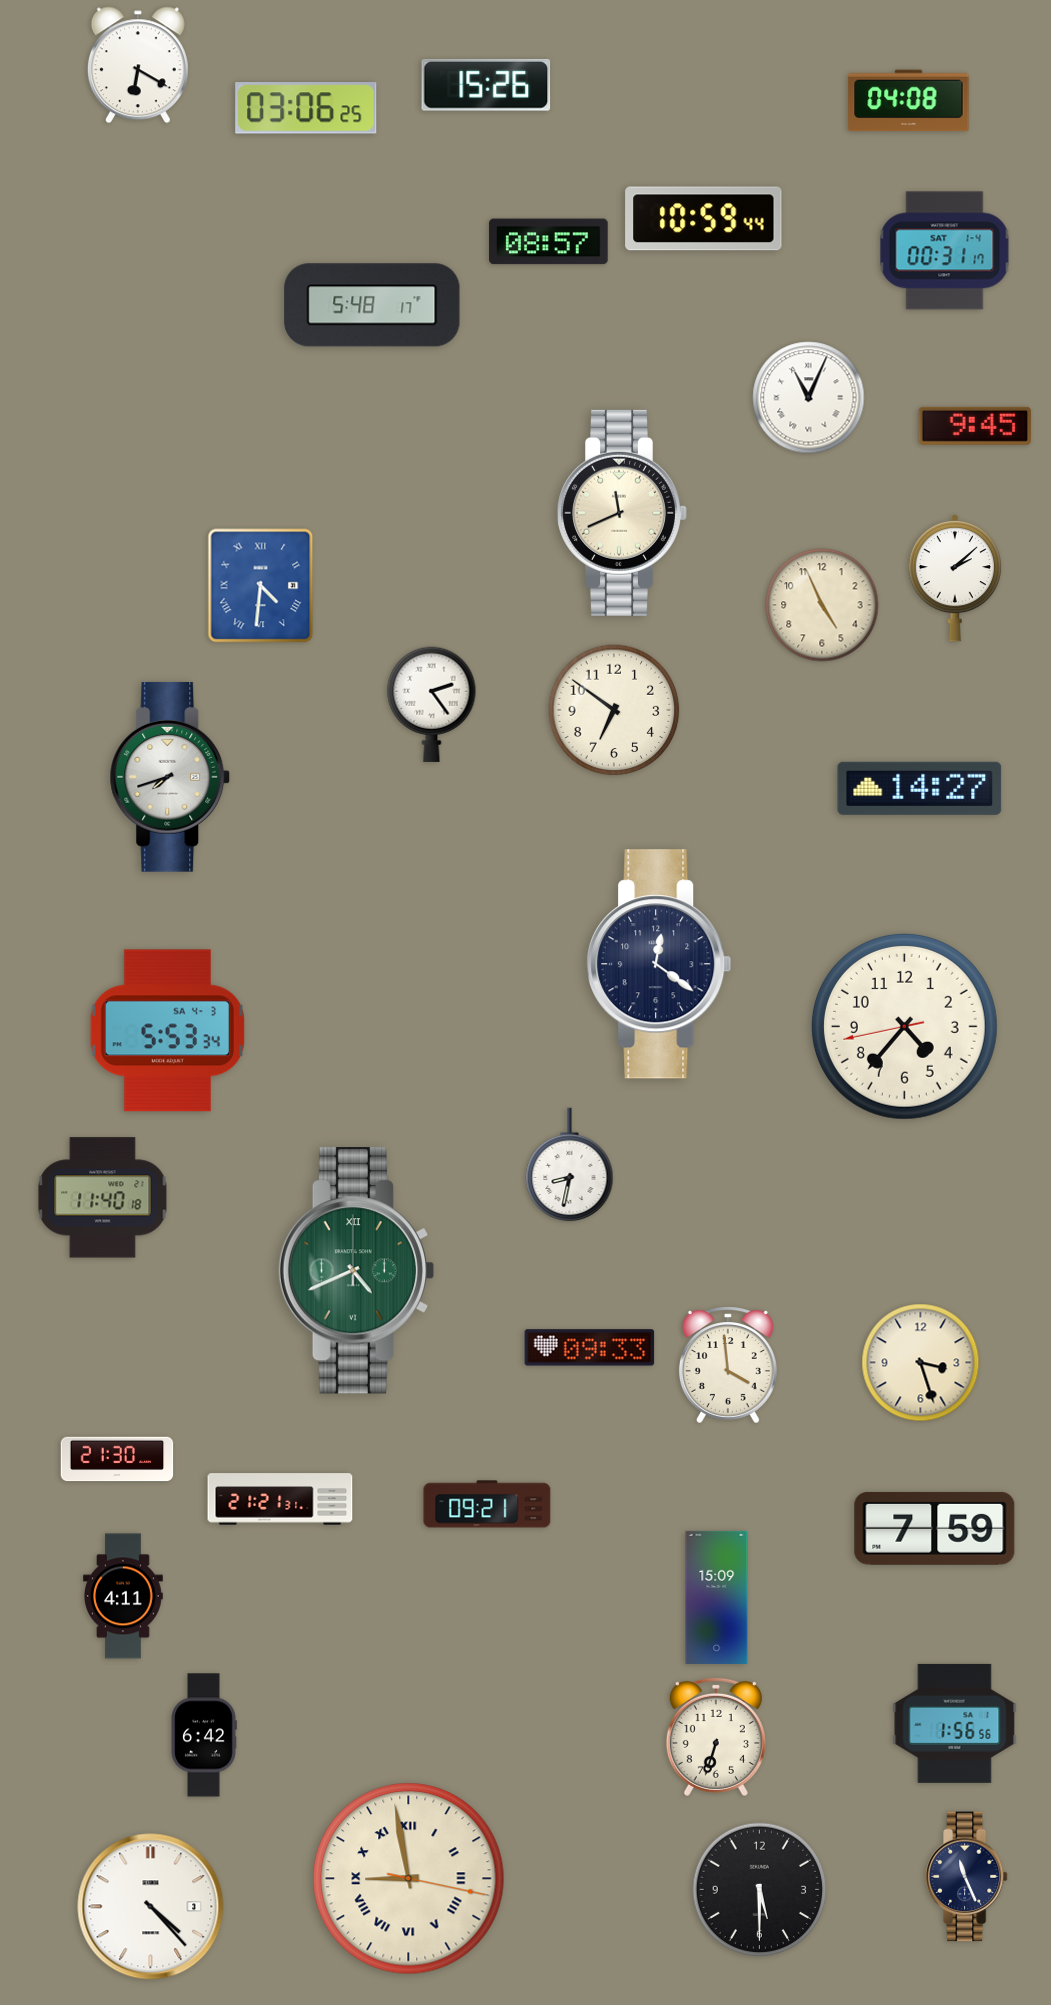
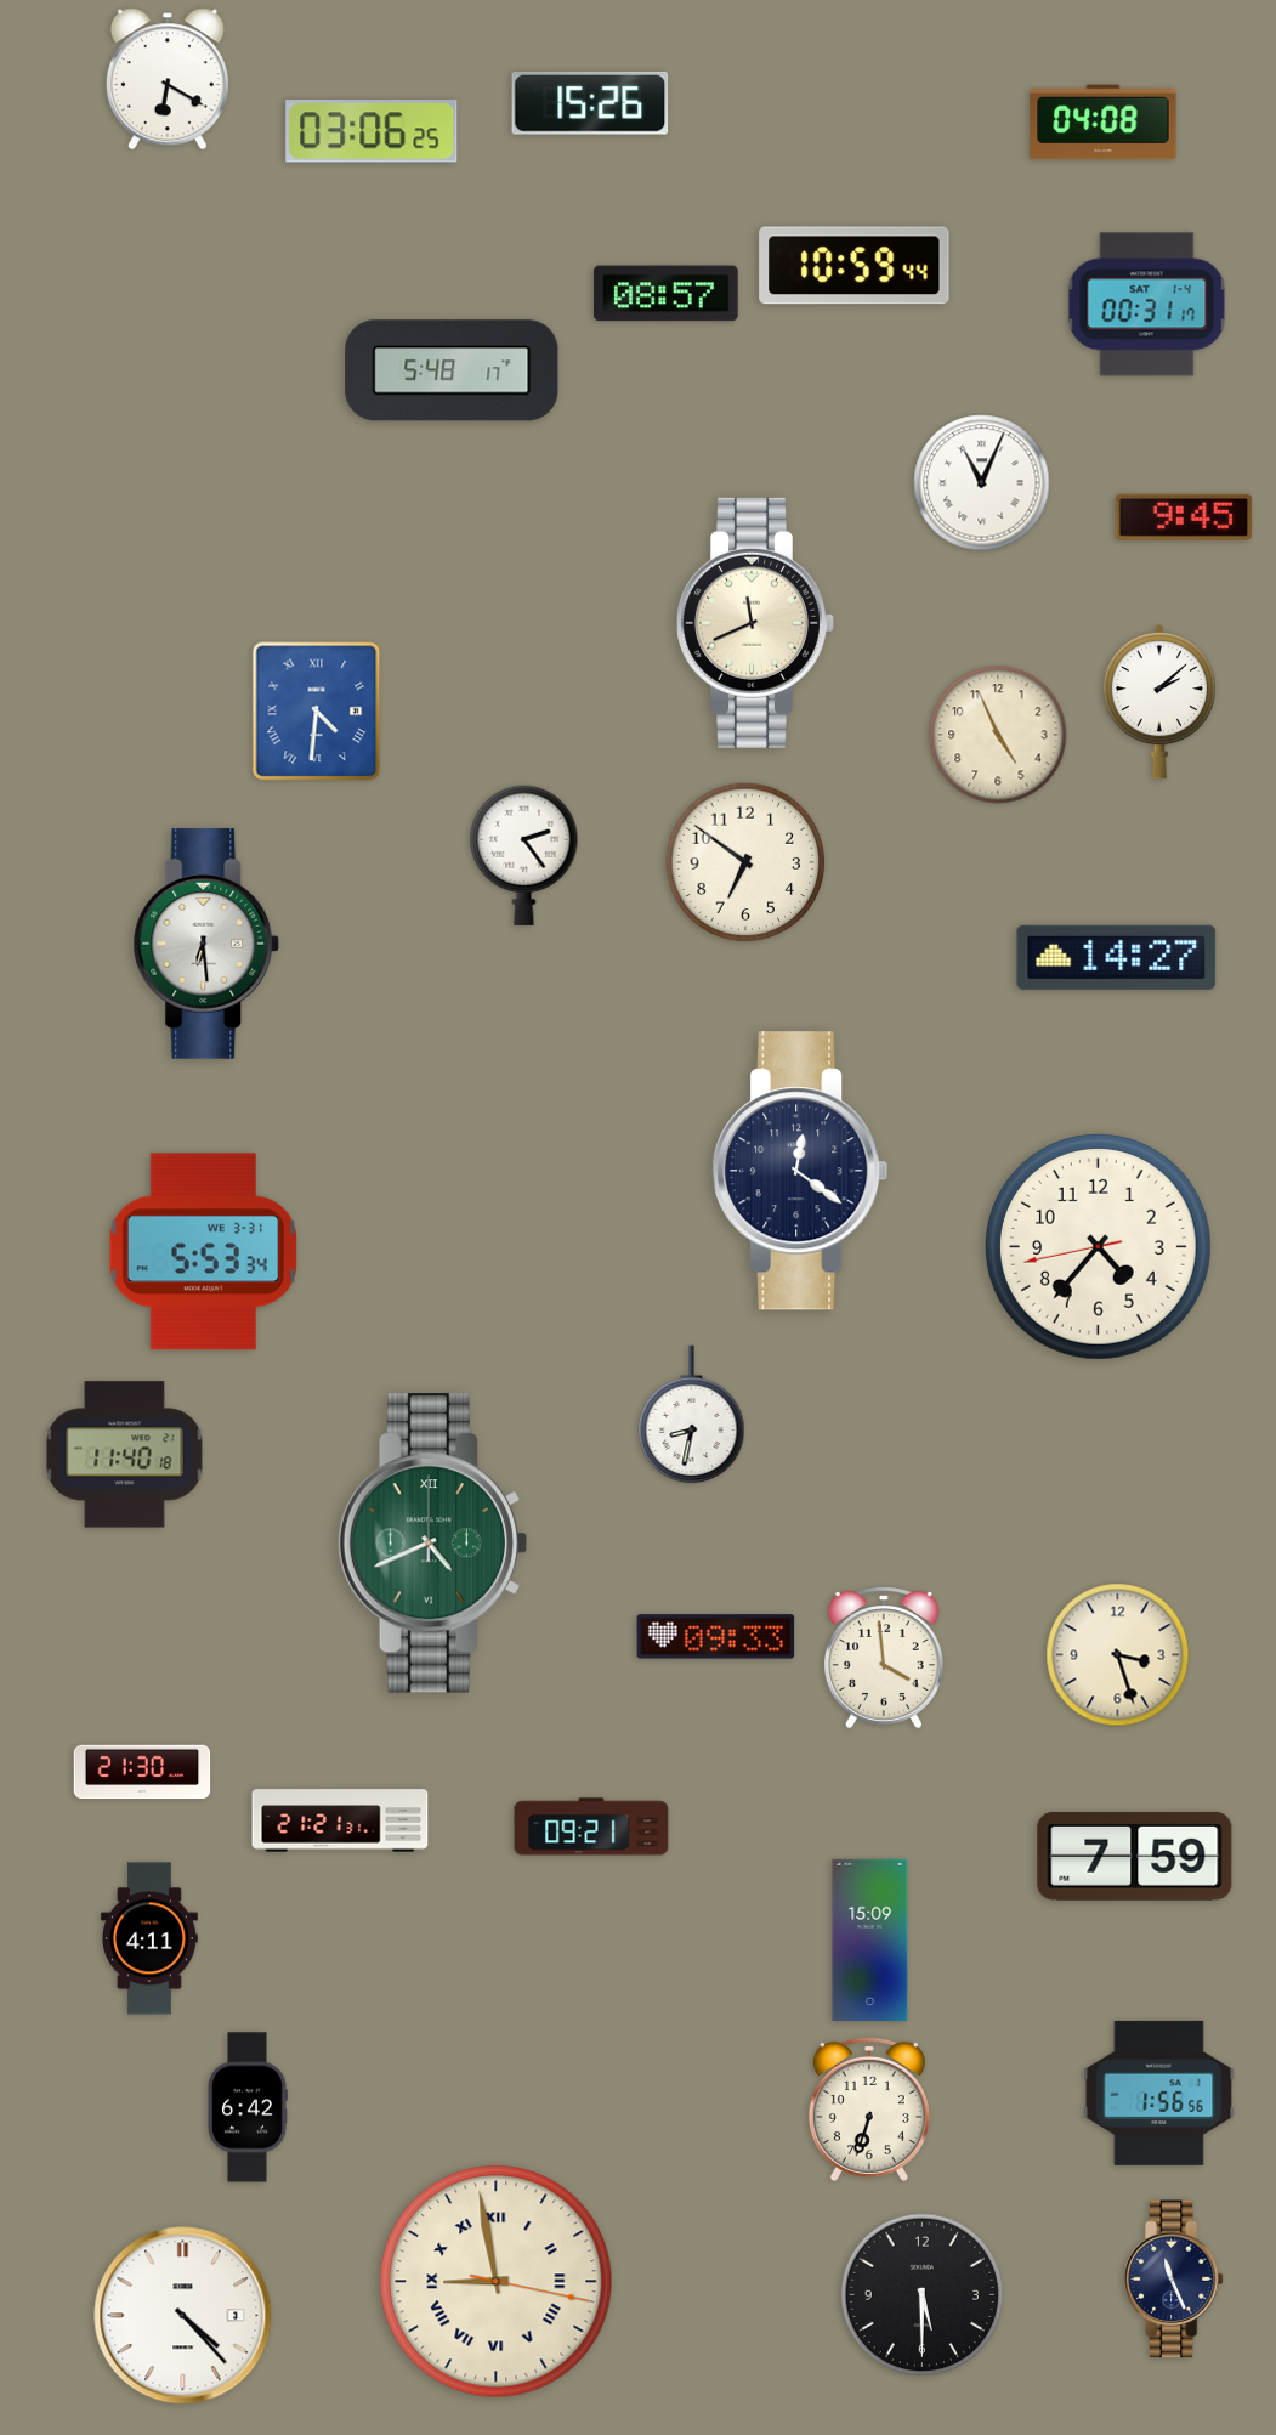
clock at (170, 777): 7:42 -> 6:29
clock at (167, 1031) date: SA 4-3 -> WE 3-31
